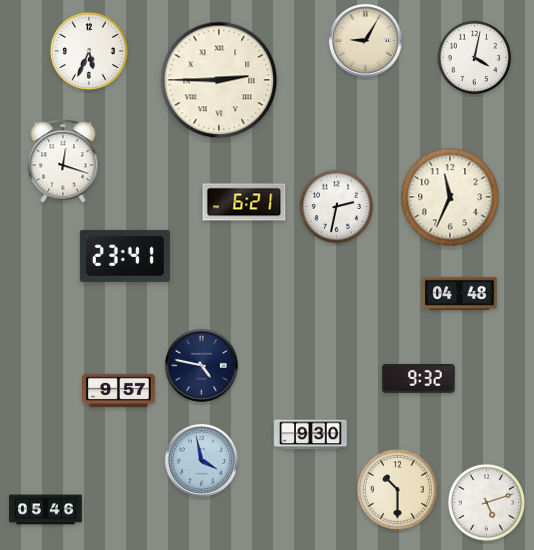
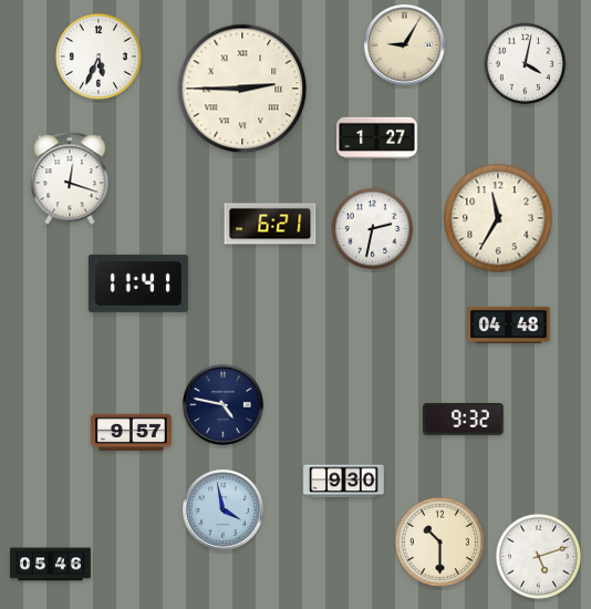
clock at (377, 138): none -> 1:27
clock at (450, 197): 11:34 -> 11:35
clock at (125, 256): 23:41 -> 11:41
